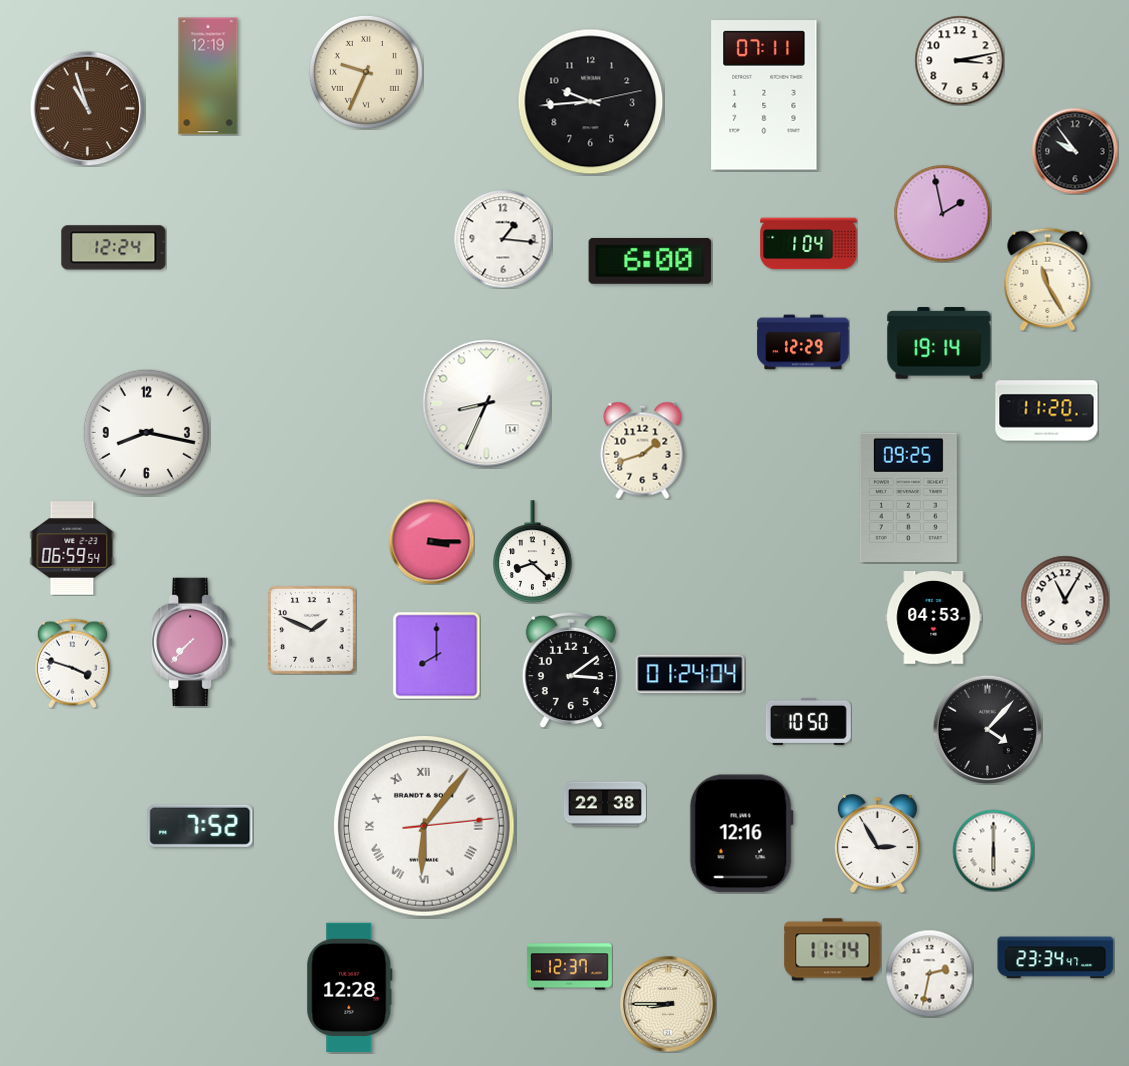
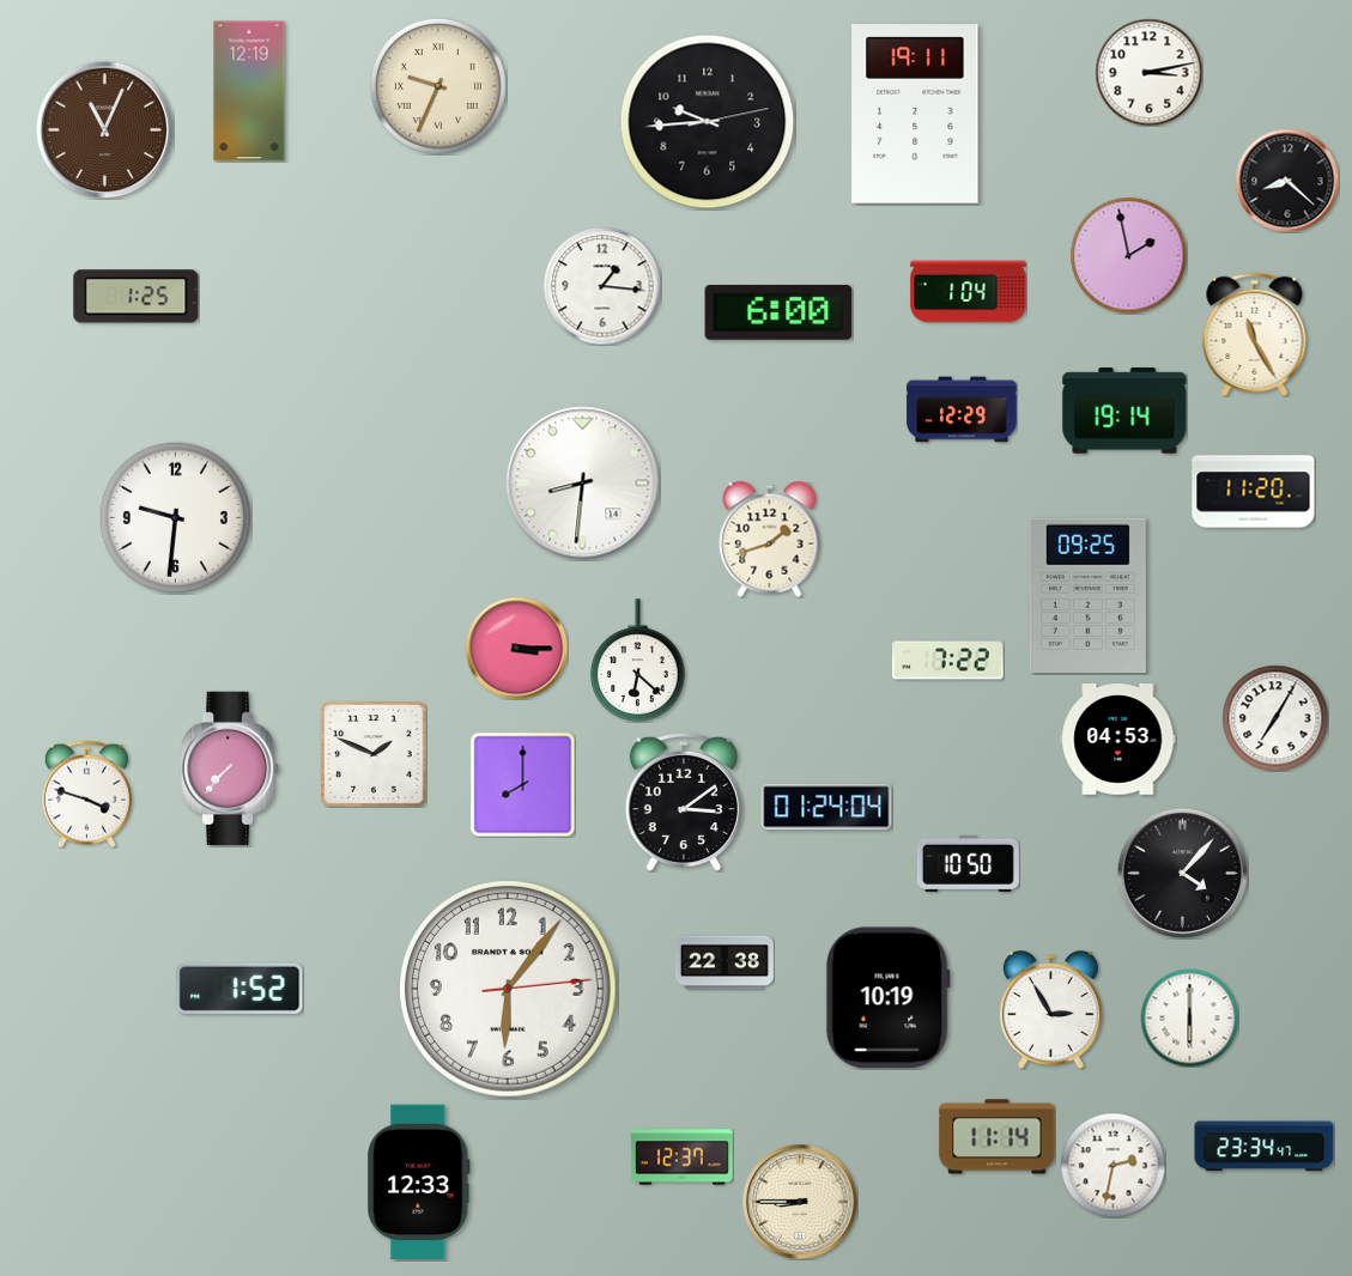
clock at (764, 95): 07:11 -> 19:11
clock at (87, 108): 10:57 -> 11:04
clock at (1075, 151): 9:54 -> 8:22
clock at (114, 248): 12:24 -> 1:25
clock at (487, 404): 8:34 -> 8:31
clock at (146, 432): 8:17 -> 9:31
clock at (72, 548): 06:59 -> none
clock at (533, 552): 8:22 -> 6:22
clock at (948, 661): none -> 7:22
clock at (1065, 600): 11:05 -> 7:05
clock at (200, 826): 7:52 -> 1:52
clock at (425, 827) numerals: Roman -> Arabic
clock at (741, 834): 12:16 -> 10:19
clock at (350, 987): 12:28 -> 12:33
